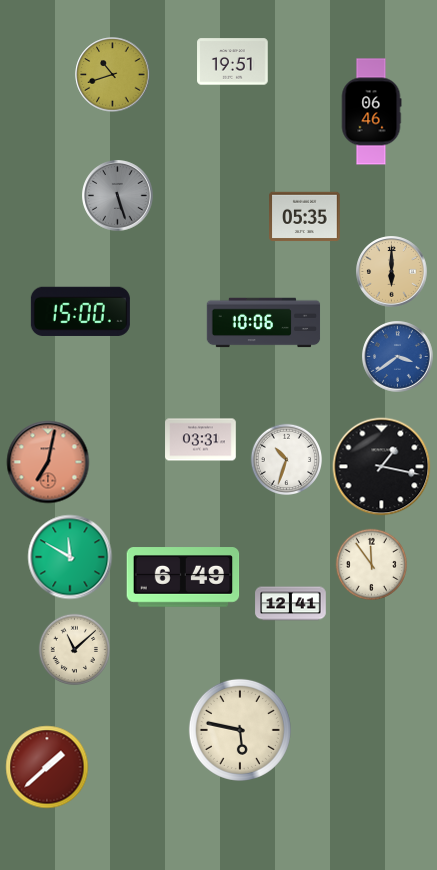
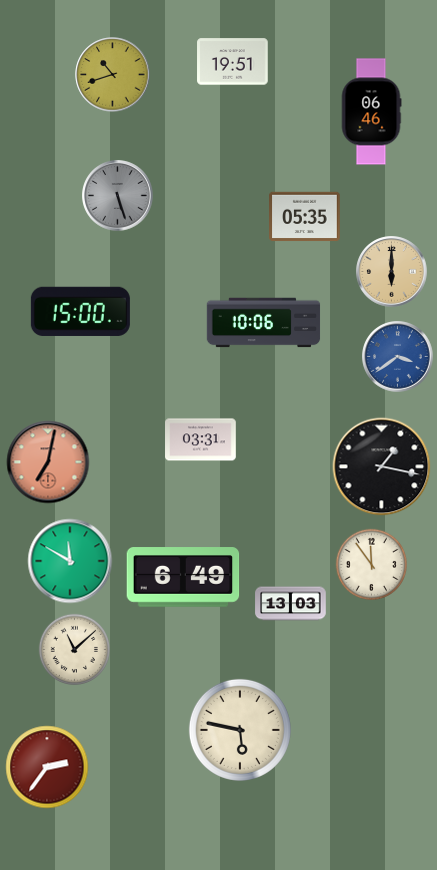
clock at (286, 459): 10:33 -> none
clock at (70, 557) position: (70, 557) -> (70, 561)
clock at (291, 604): 12:41 -> 13:03
clock at (47, 767): 1:38 -> 2:36
